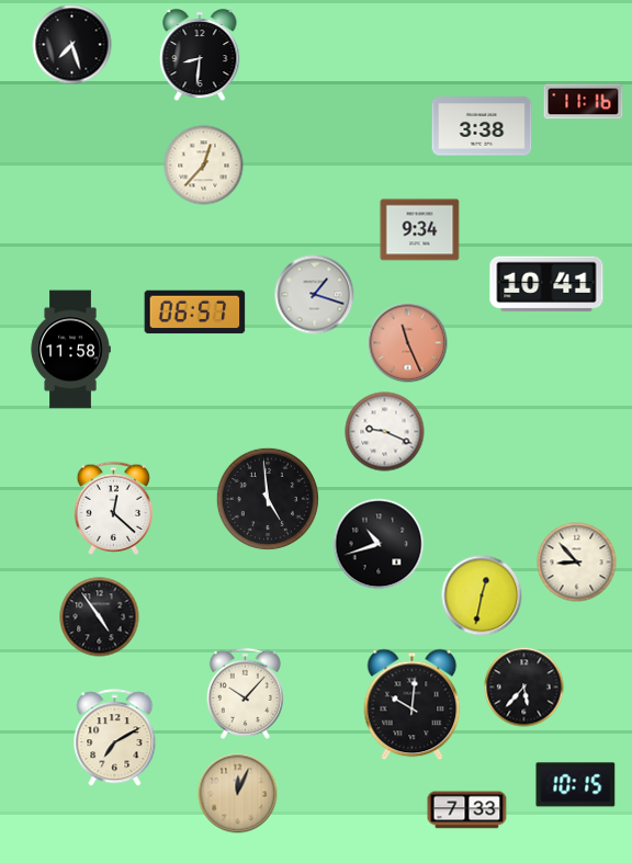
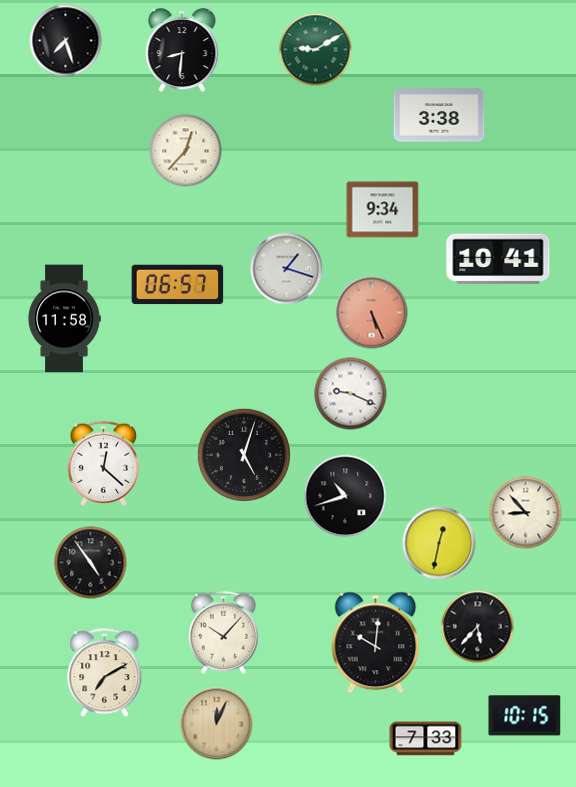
clock at (316, 50): none -> 9:10
clock at (584, 102): 11:16 -> none
clock at (408, 343): 11:26 -> 5:26
clock at (268, 499): 4:59 -> 5:03
